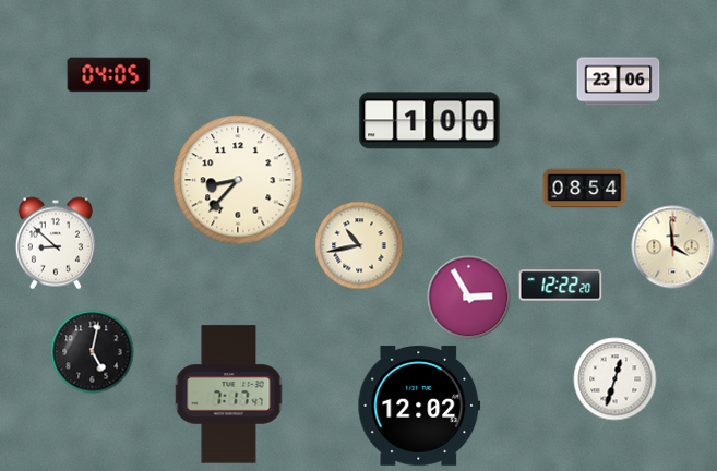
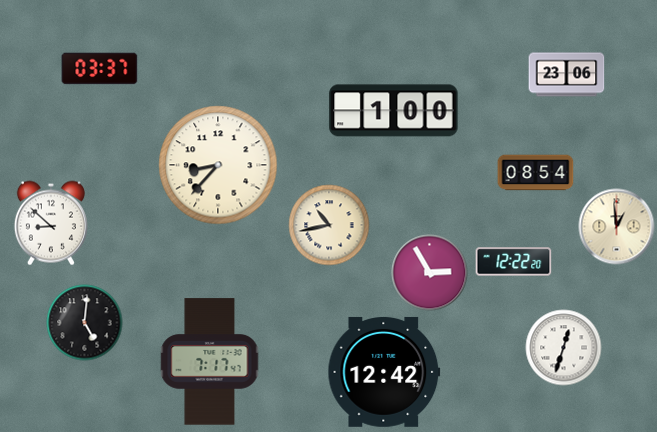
clock at (109, 75): 04:05 -> 03:37
clock at (673, 247): 3:59 -> 12:59
clock at (93, 352): 5:02 -> 5:01
clock at (419, 406): 12:02 -> 12:42
